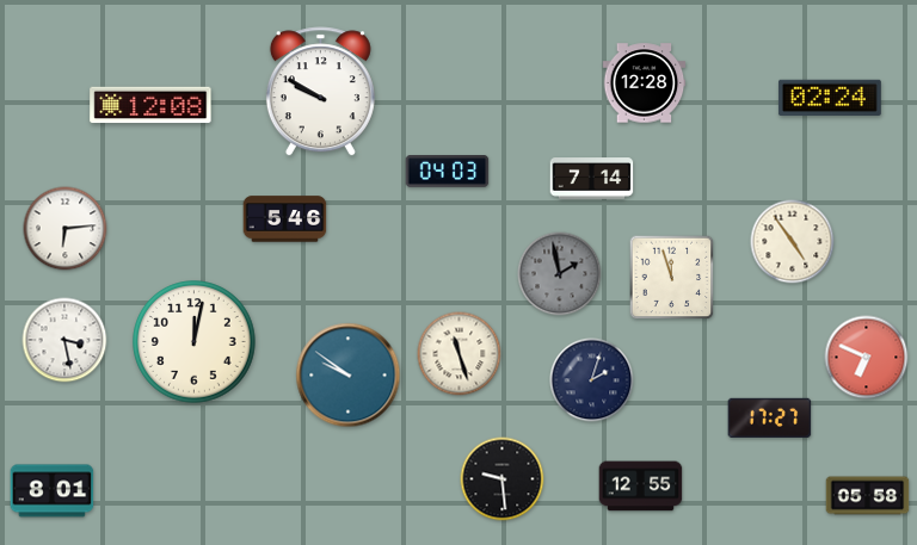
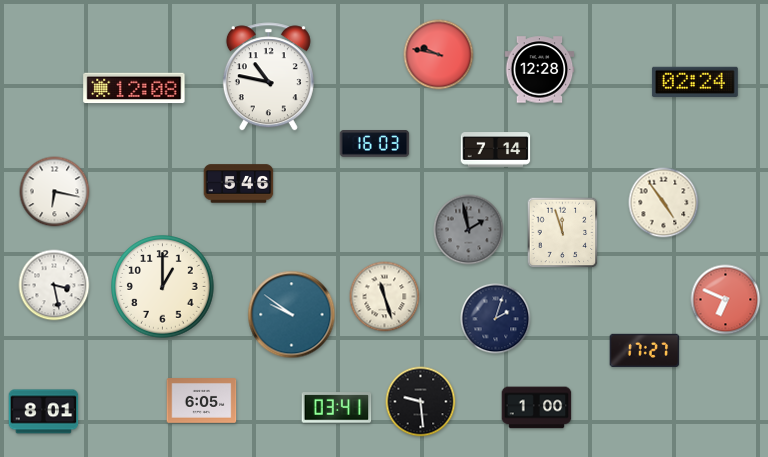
clock at (439, 55): none -> 9:47
clock at (320, 92): 9:50 -> 10:47
clock at (150, 105) position: (150, 105) -> (134, 88)
clock at (448, 172): 04:03 -> 16:03
clock at (66, 229): 6:14 -> 6:17
clock at (195, 342): 12:02 -> 1:00
clock at (202, 401): none -> 6:05
clock at (337, 408): none -> 03:41
clock at (641, 487): 12:55 -> 1:00
clock at (868, 496): 05:58 -> none
